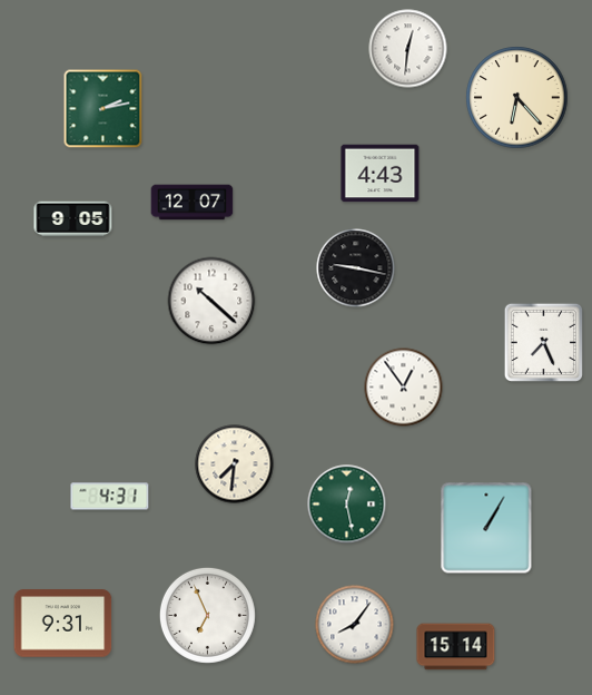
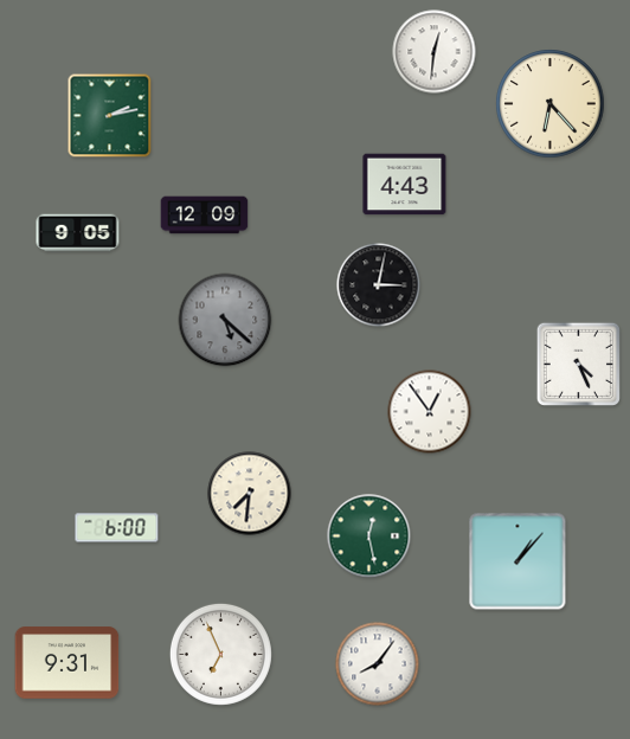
clock at (193, 203): 12:07 -> 12:09
clock at (356, 268): 9:17 -> 3:02
clock at (211, 301): 10:22 -> 5:22
clock at (211, 301) dial: white -> grey
clock at (543, 342): 7:26 -> 4:26
clock at (110, 497): 4:31 -> 6:00
clock at (486, 528): 1:05 -> 1:07
clock at (456, 647): 15:14 -> none
